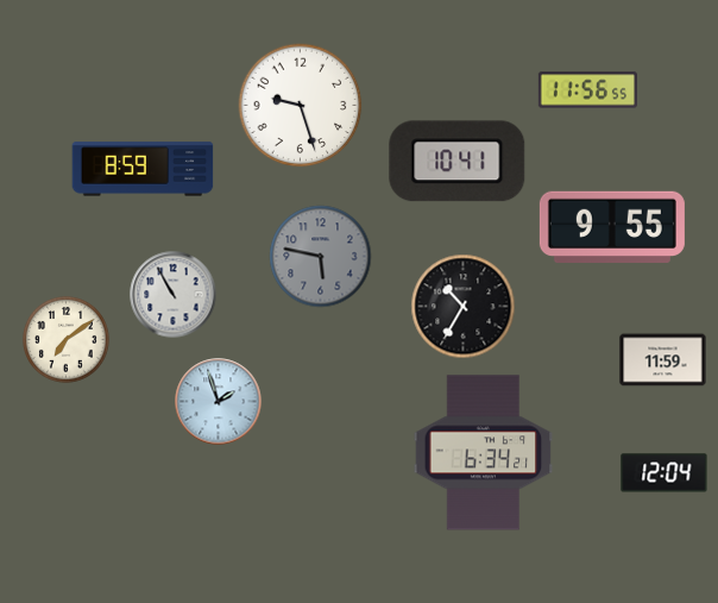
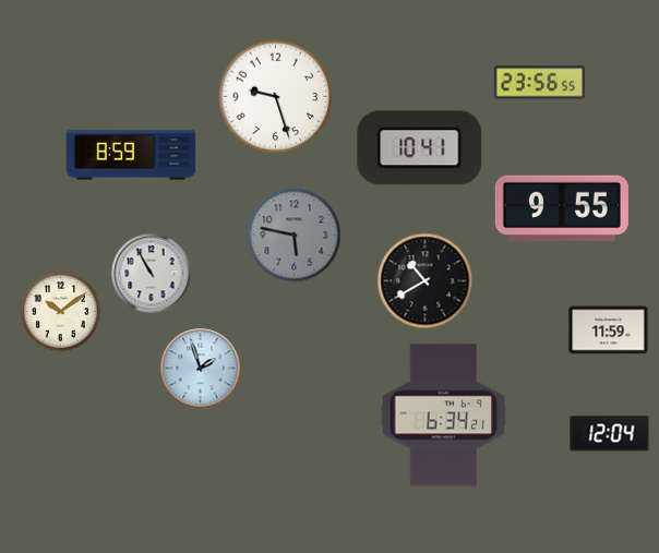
clock at (587, 90): 11:56 -> 23:56
clock at (174, 295) position: (174, 295) -> (152, 274)
clock at (464, 307): 10:35 -> 10:40
clock at (67, 340): 7:09 -> 10:09
